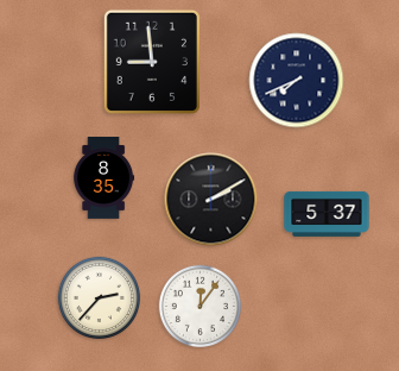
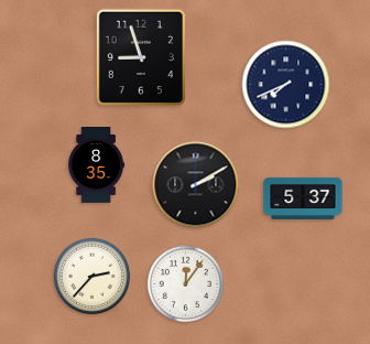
clock at (152, 62): 8:59 -> 8:57
clock at (297, 81) position: (297, 81) -> (286, 85)
